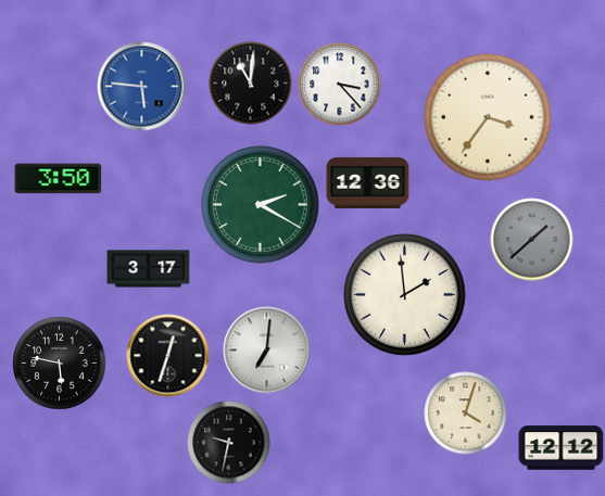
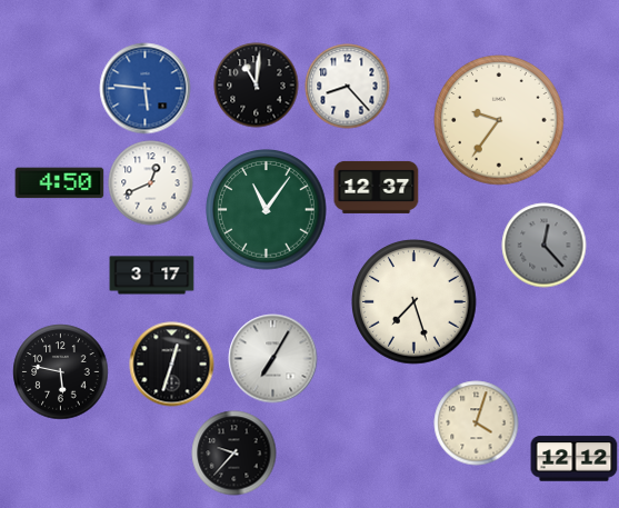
clock at (340, 85): 3:23 -> 8:23
clock at (489, 118): 3:36 -> 9:36
clock at (59, 179): 3:50 -> 4:50
clock at (151, 183): none -> 12:41
clock at (368, 182): 12:36 -> 12:37
clock at (261, 205): 2:20 -> 11:06
clock at (532, 240): 1:38 -> 12:23
clock at (405, 295): 1:59 -> 7:27
clock at (267, 351): 7:01 -> 7:05
clock at (229, 443): 9:32 -> 9:37
